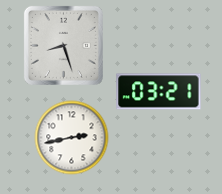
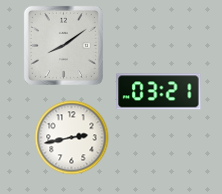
clock at (63, 45): 8:27 -> 8:09
